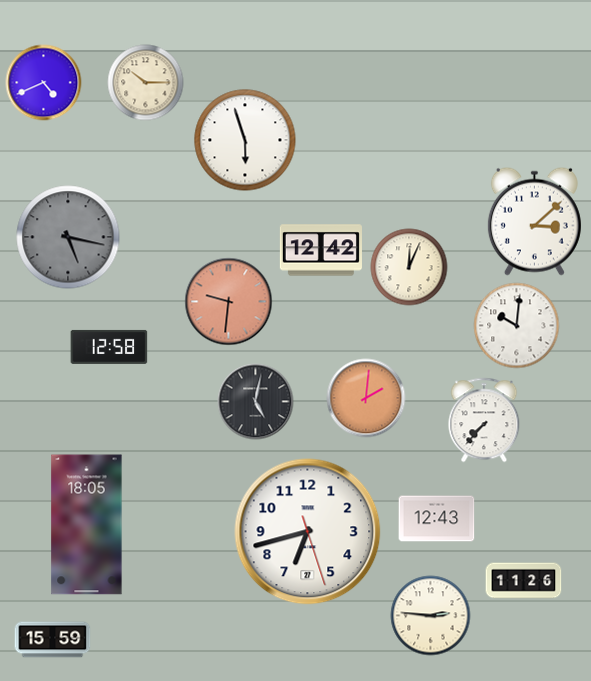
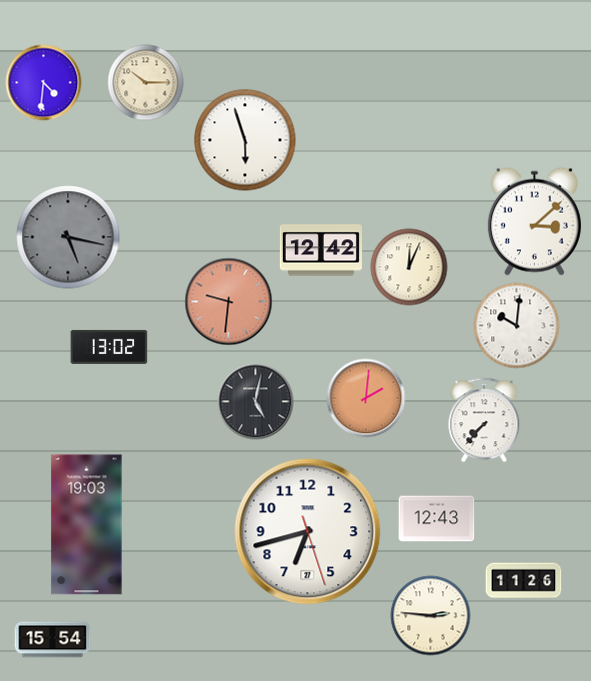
clock at (44, 83): 4:41 -> 4:31
clock at (109, 347): 12:58 -> 13:02
clock at (87, 525): 18:05 -> 19:03
clock at (53, 640): 15:59 -> 15:54
